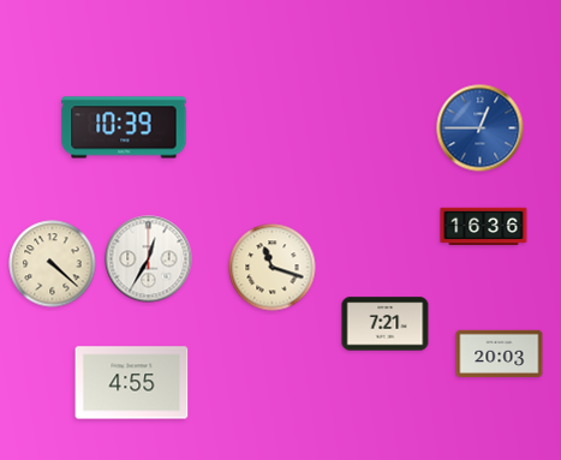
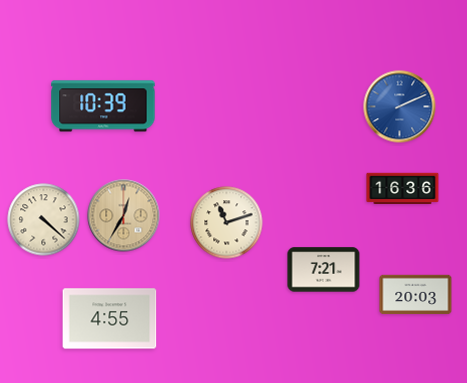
clock at (481, 129): 12:45 -> 2:11
clock at (149, 259) dial: white -> champagne
clock at (273, 268): 11:18 -> 11:12
clock at (386, 324) position: (386, 324) -> (324, 270)
